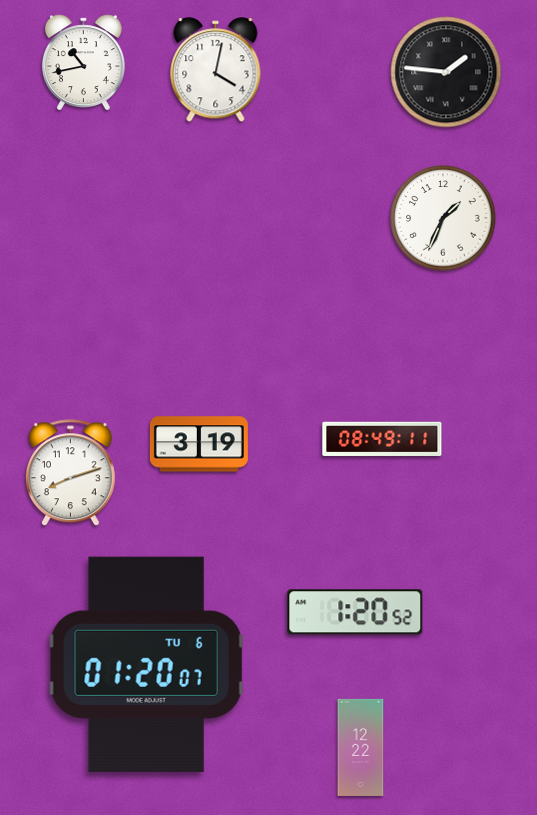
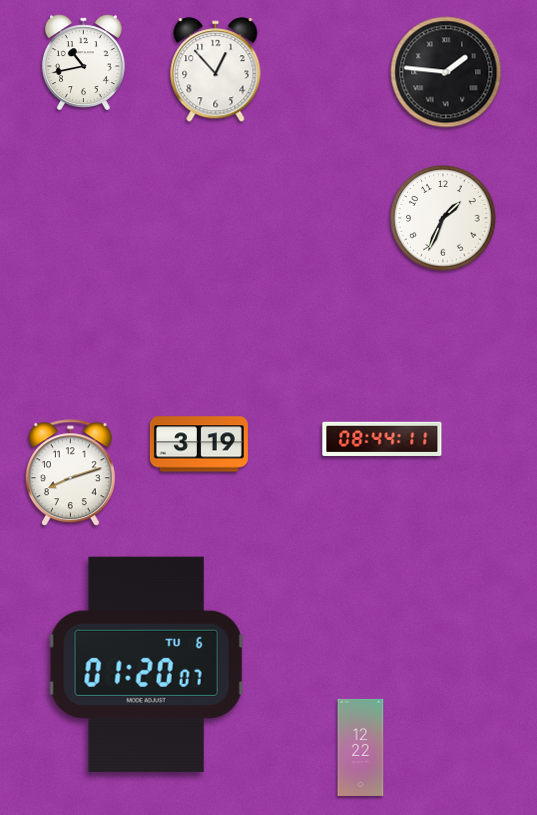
clock at (216, 70): 4:02 -> 12:53
clock at (382, 439): 08:49 -> 08:44
clock at (355, 612): 1:20 -> none
